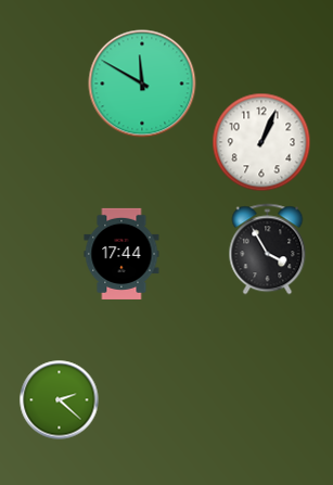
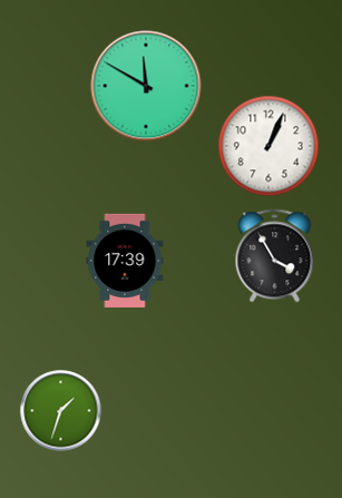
clock at (121, 254): 17:44 -> 17:39
clock at (60, 400): 2:22 -> 1:33
